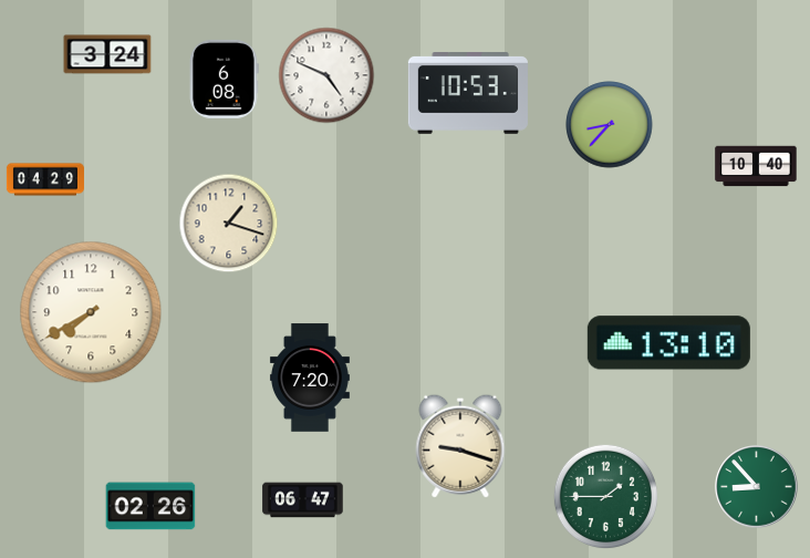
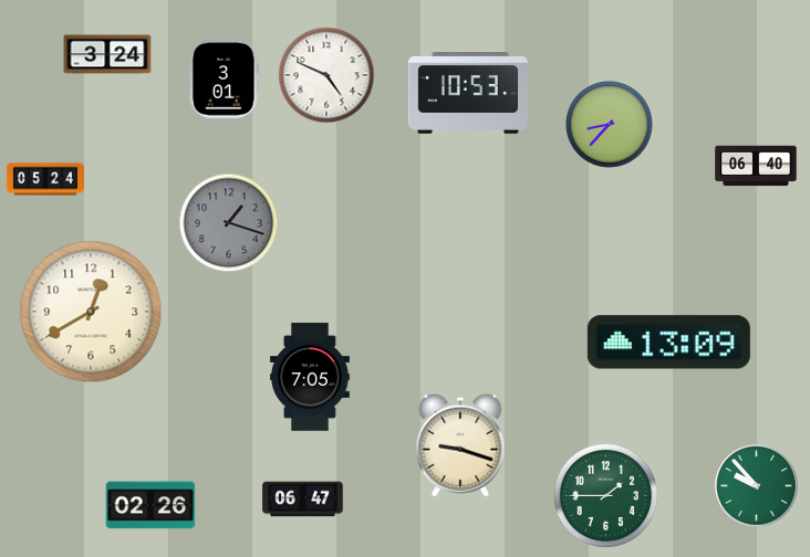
clock at (225, 79): 6:08 -> 3:01
clock at (756, 166): 10:40 -> 06:40
clock at (45, 179): 04:29 -> 05:24
clock at (229, 224) dial: cream -> grey
clock at (91, 312): 7:40 -> 12:40
clock at (668, 343): 13:10 -> 13:09
clock at (310, 378): 7:20 -> 7:05
clock at (757, 487): 8:53 -> 9:53
